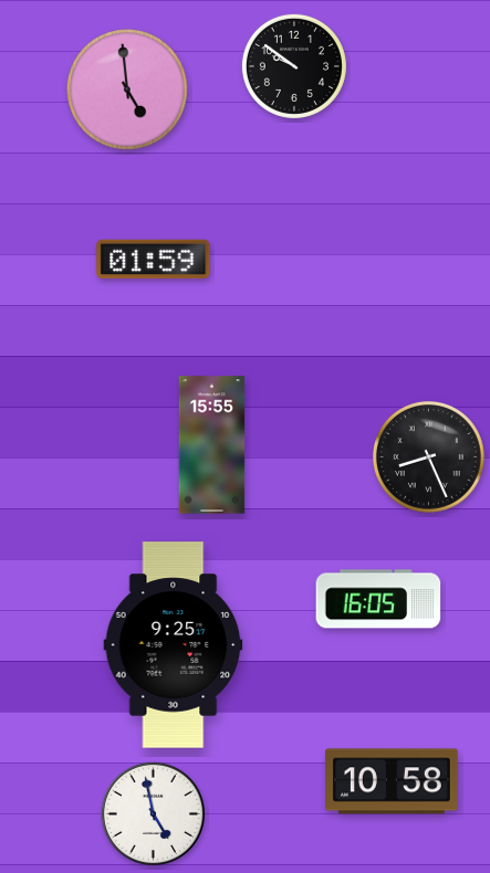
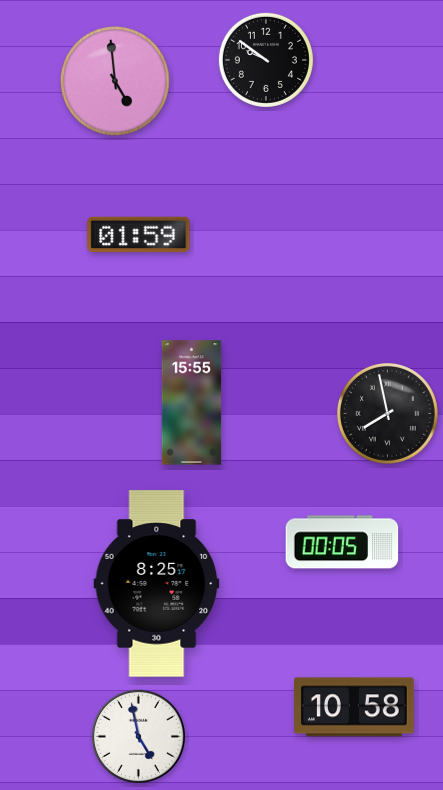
clock at (428, 456): 8:26 -> 7:58
clock at (378, 599): 16:05 -> 00:05
clock at (174, 645): 9:25 -> 8:25
